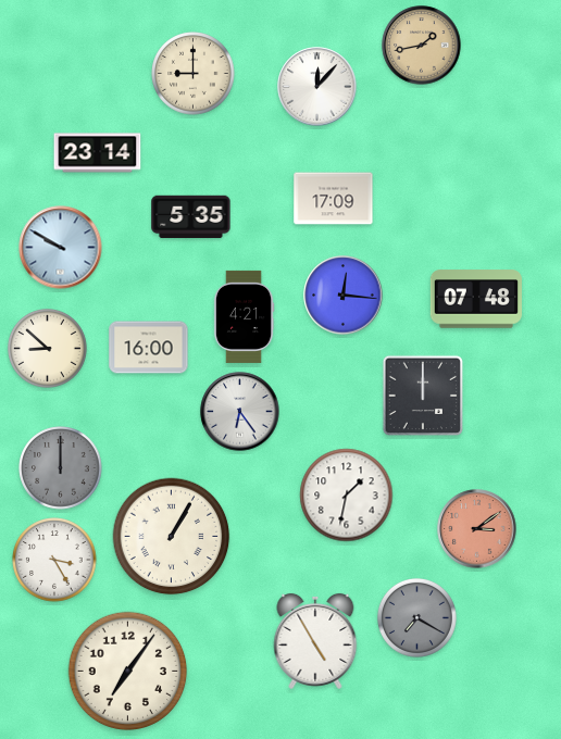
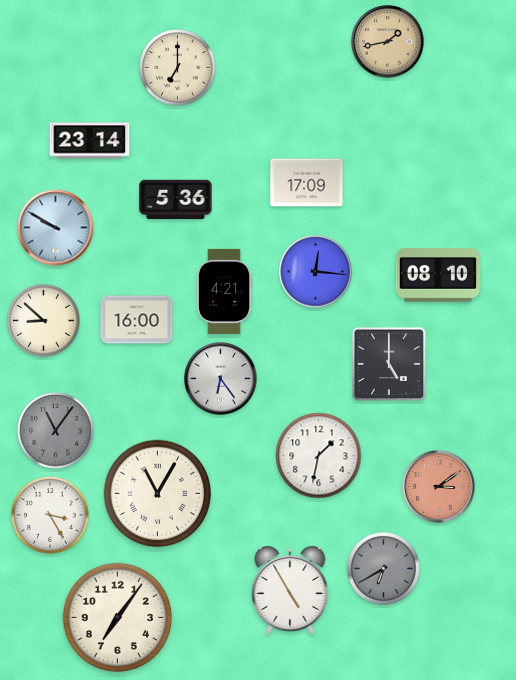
clock at (194, 74): 9:00 -> 7:00
clock at (317, 87): 12:07 -> none
clock at (191, 217): 5:35 -> 5:36
clock at (476, 299): 07:48 -> 08:10
clock at (423, 396): 12:00 -> 5:00
clock at (61, 468): 12:00 -> 11:06
clock at (172, 537): 1:05 -> 11:05
clock at (416, 617): 7:20 -> 6:40
